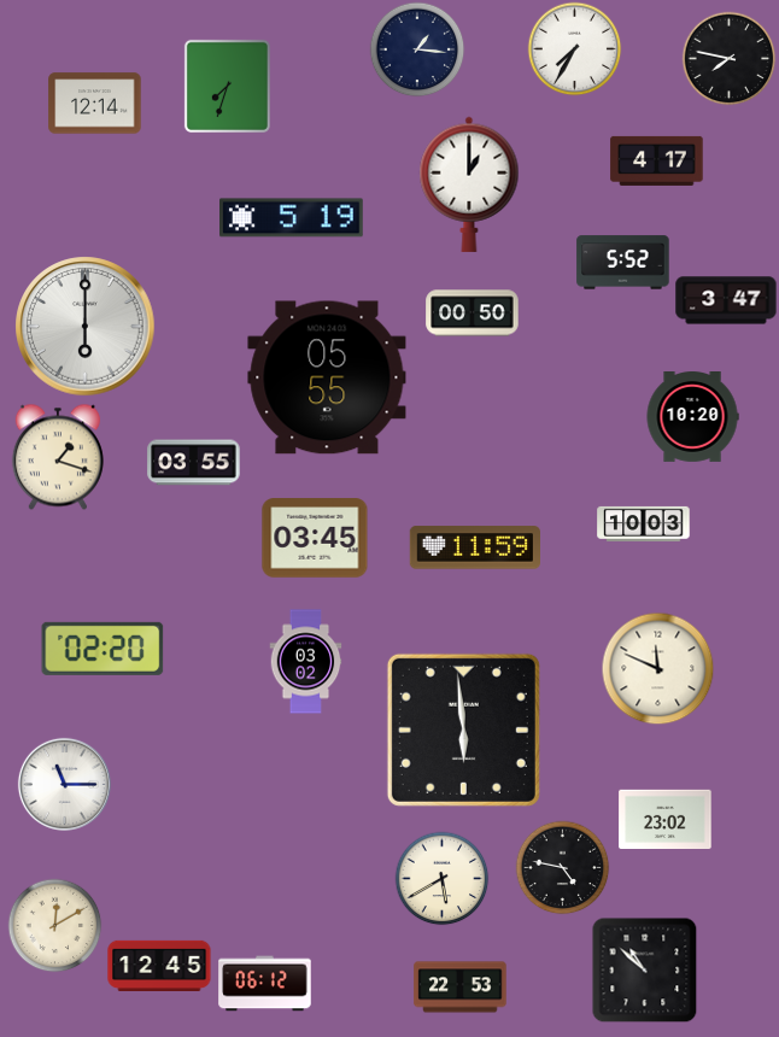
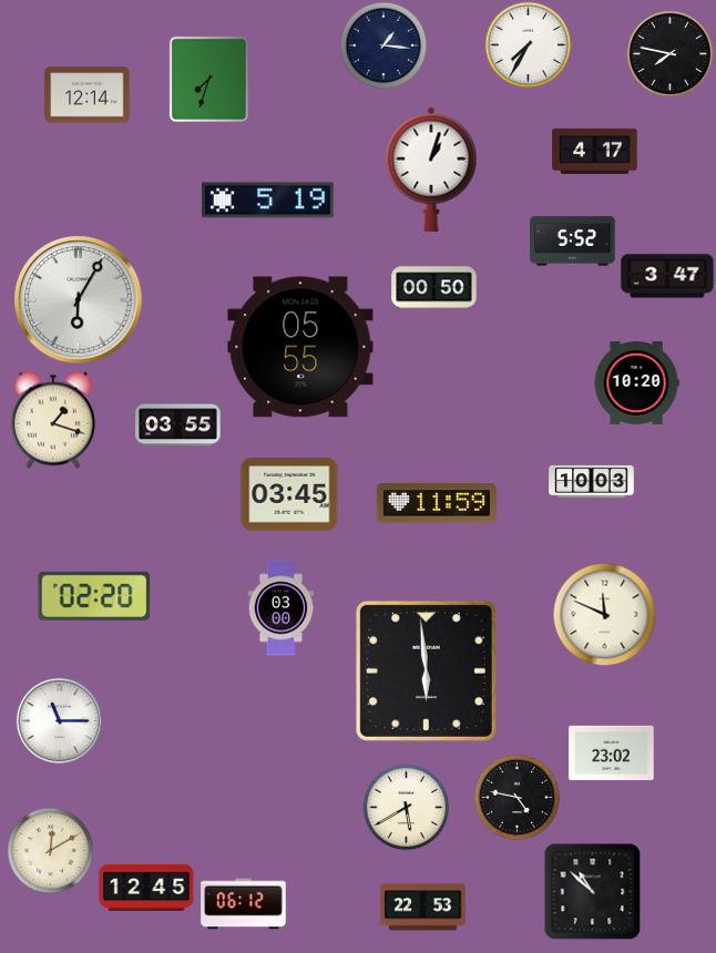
clock at (657, 160) position: (657, 160) -> (595, 151)
clock at (469, 184): 1:00 -> 1:03
clock at (86, 327): 6:00 -> 6:05
clock at (306, 662): 03:02 -> 03:00
